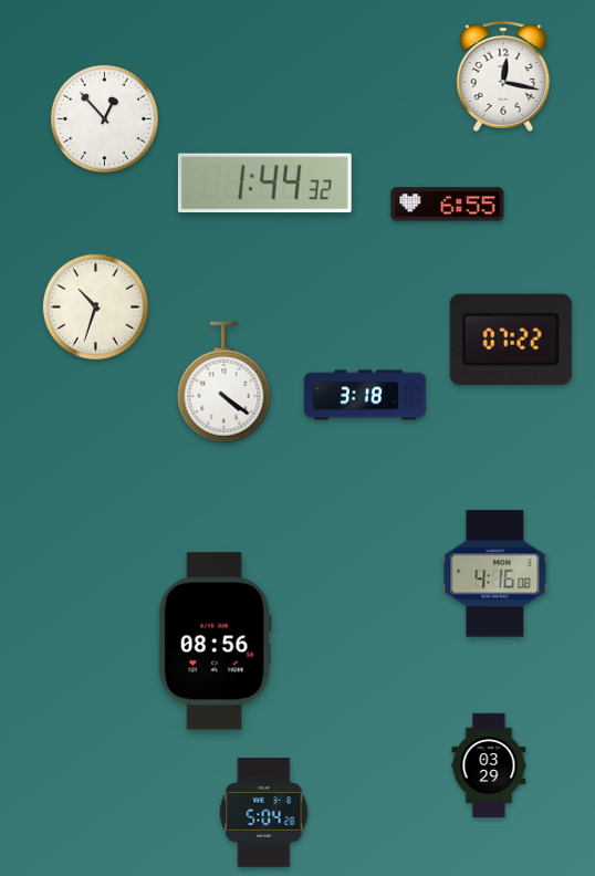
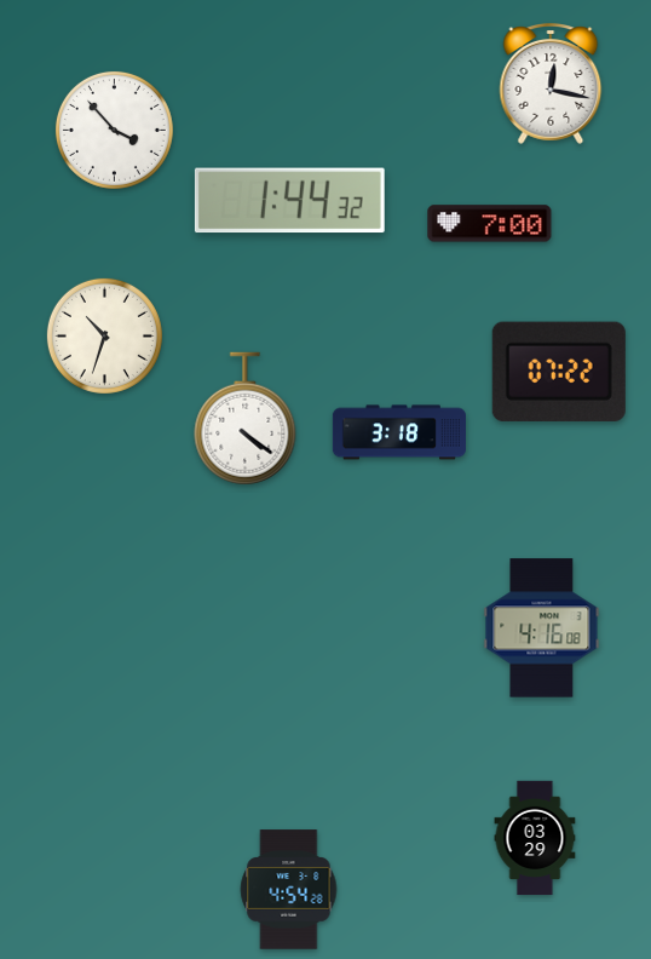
clock at (104, 118): 12:53 -> 3:53
clock at (448, 205): 6:55 -> 7:00
clock at (215, 642): 08:56 -> none
clock at (264, 813): 5:04 -> 4:54
